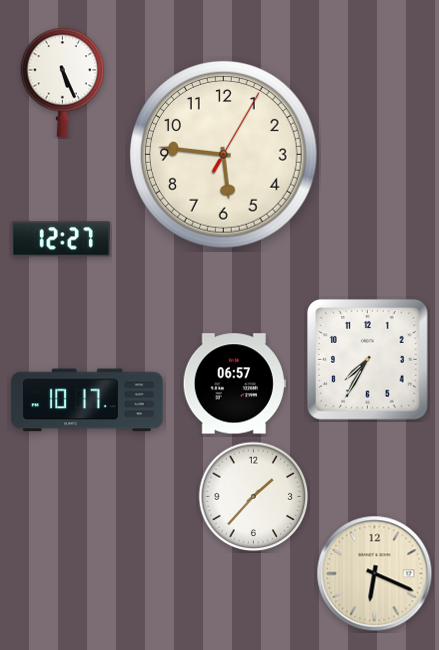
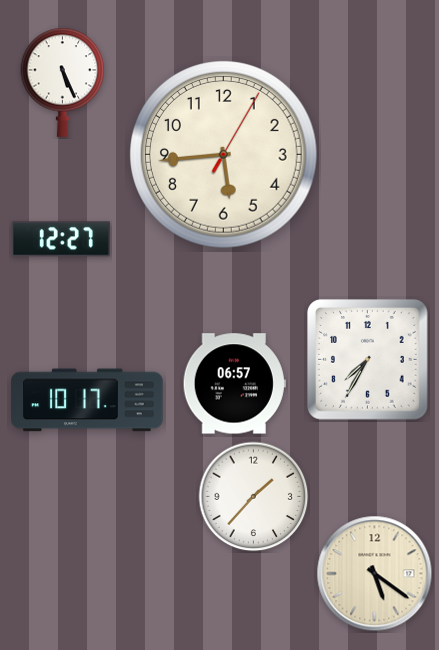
clock at (224, 155): 5:46 -> 5:44
clock at (375, 574): 6:19 -> 5:21
